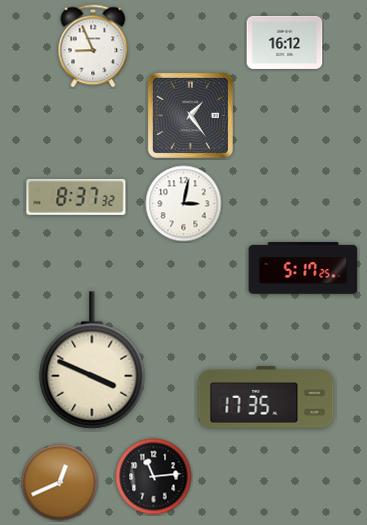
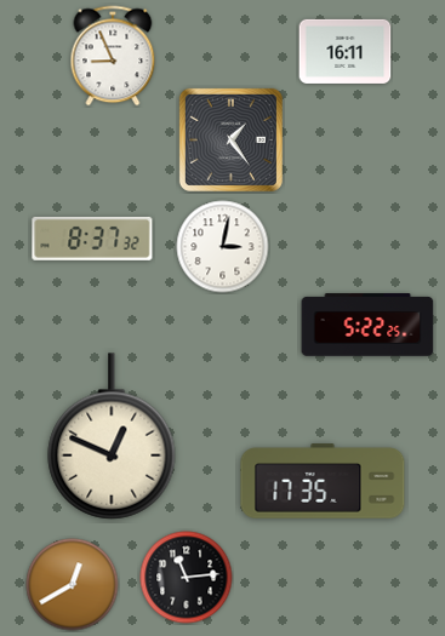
clock at (285, 42): 16:12 -> 16:11
clock at (303, 268): 5:17 -> 5:22
clock at (92, 360): 3:49 -> 12:49
clock at (60, 483): 12:41 -> 12:40
